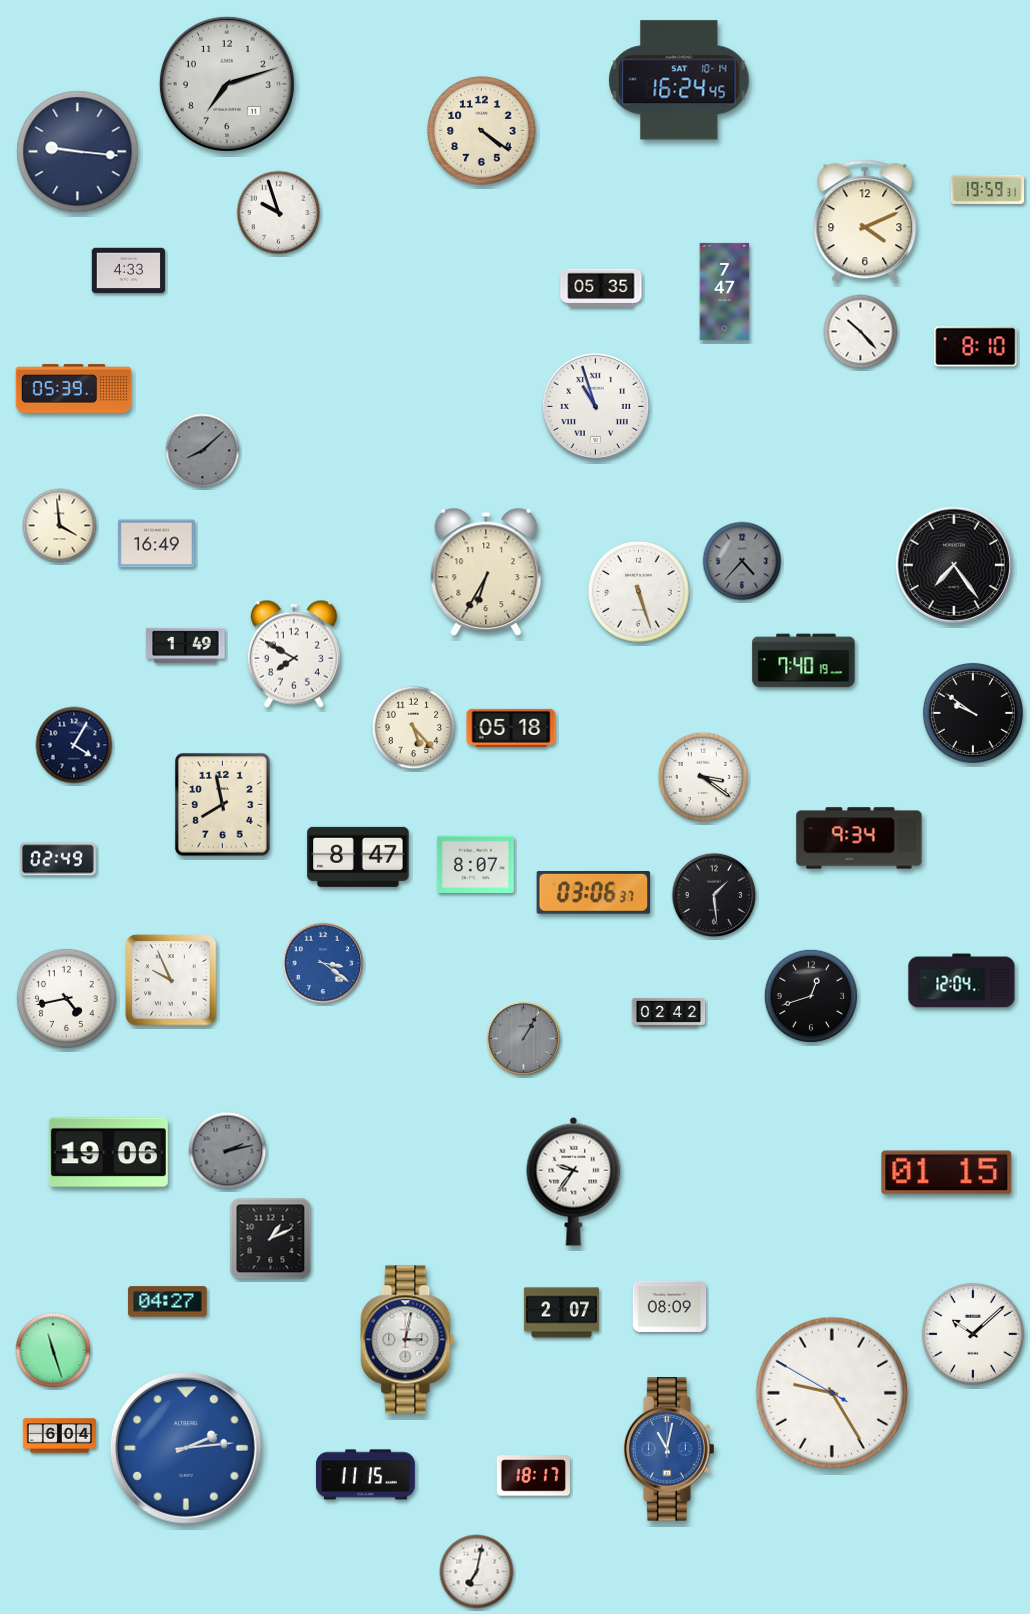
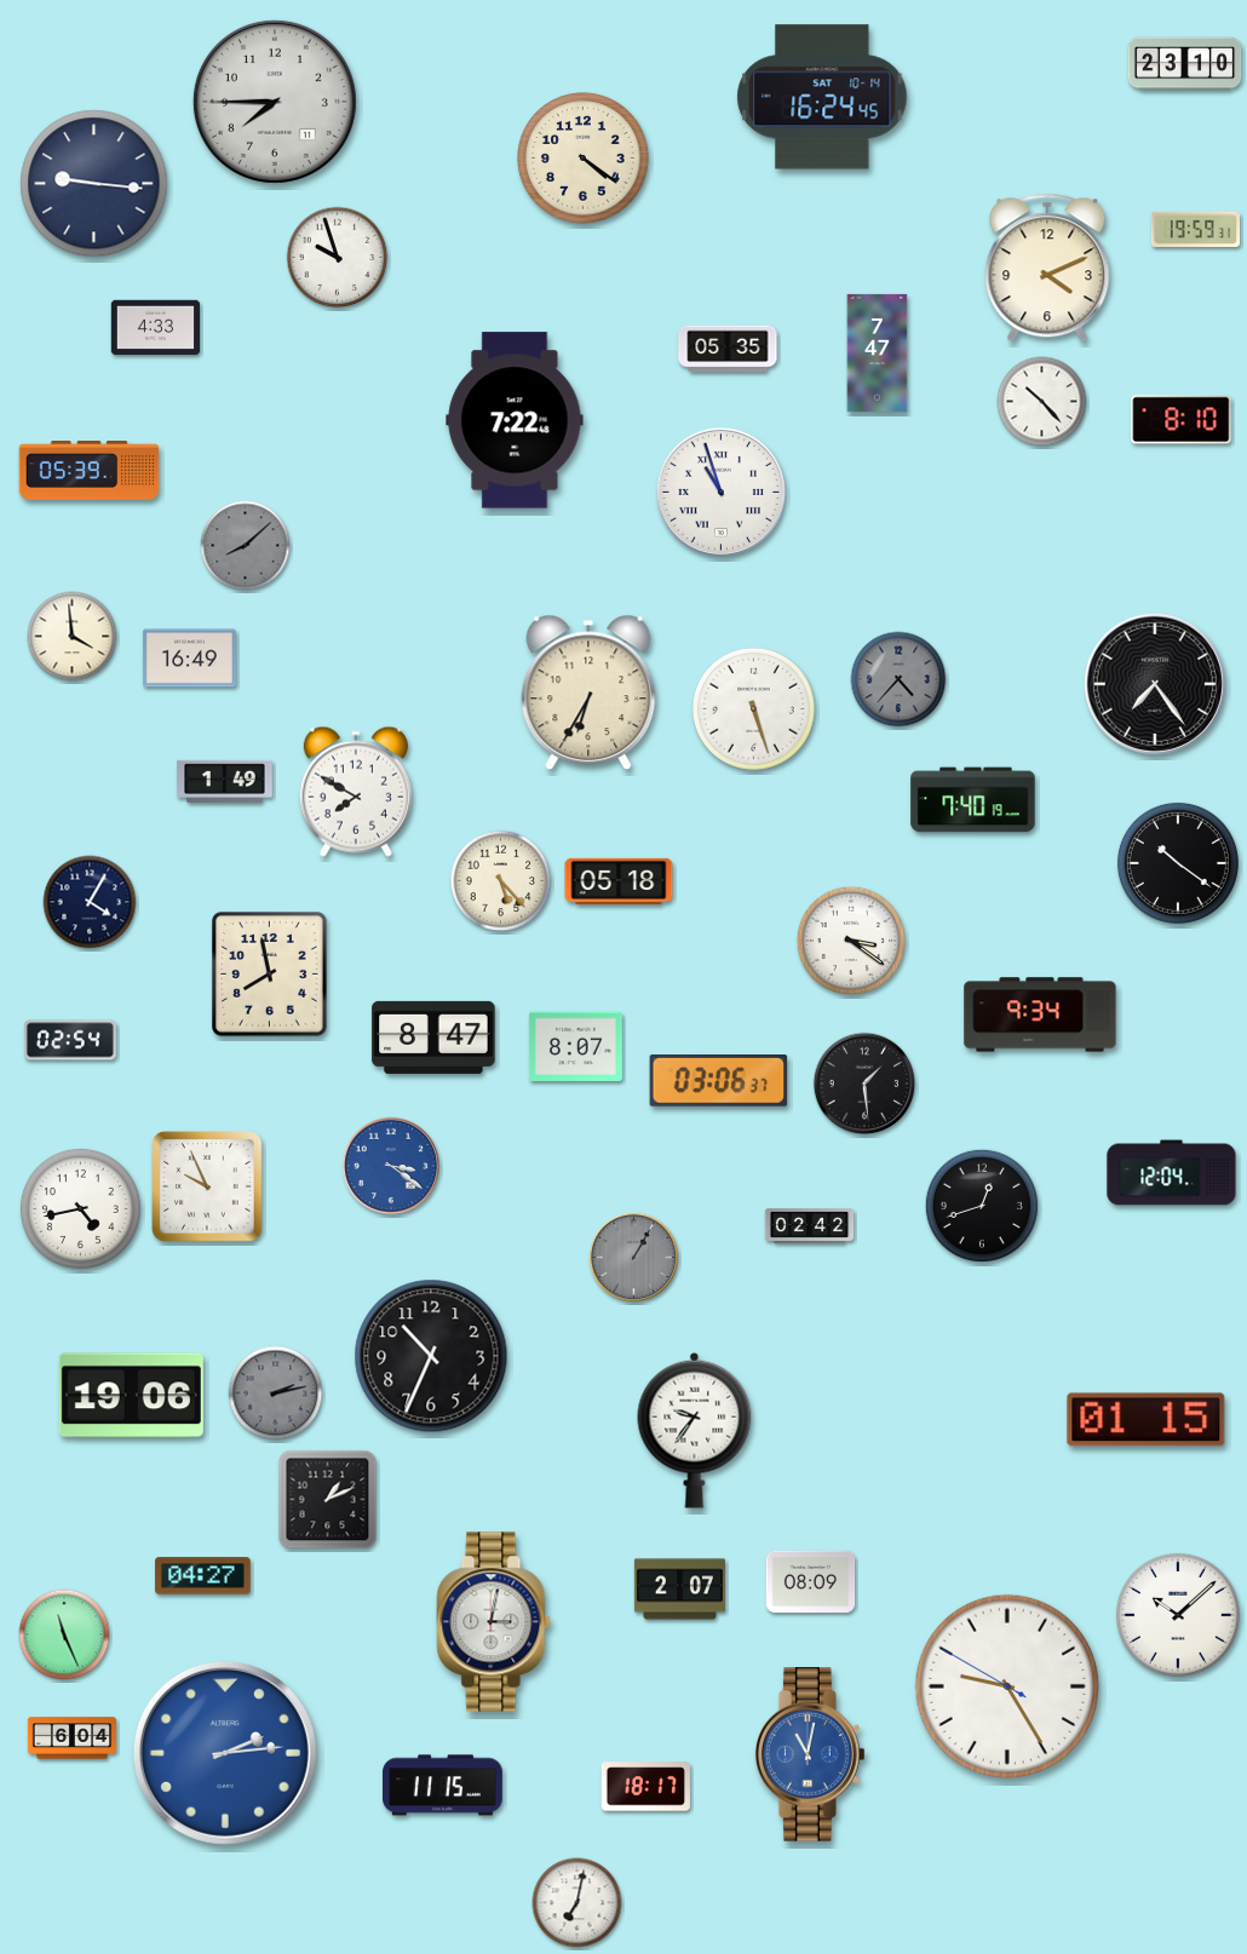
clock at (1185, 64): none -> 23:10
clock at (227, 84): 7:12 -> 7:45
clock at (515, 420): none -> 7:22
clock at (638, 591) position: (638, 591) -> (753, 708)
clock at (973, 713): 9:51 -> 10:21
clock at (58, 859): 02:49 -> 02:54
clock at (962, 981) position: (962, 981) -> (1172, 1173)
clock at (431, 1356): none -> 10:34
clock at (53, 1350): 11:27 -> 11:26
